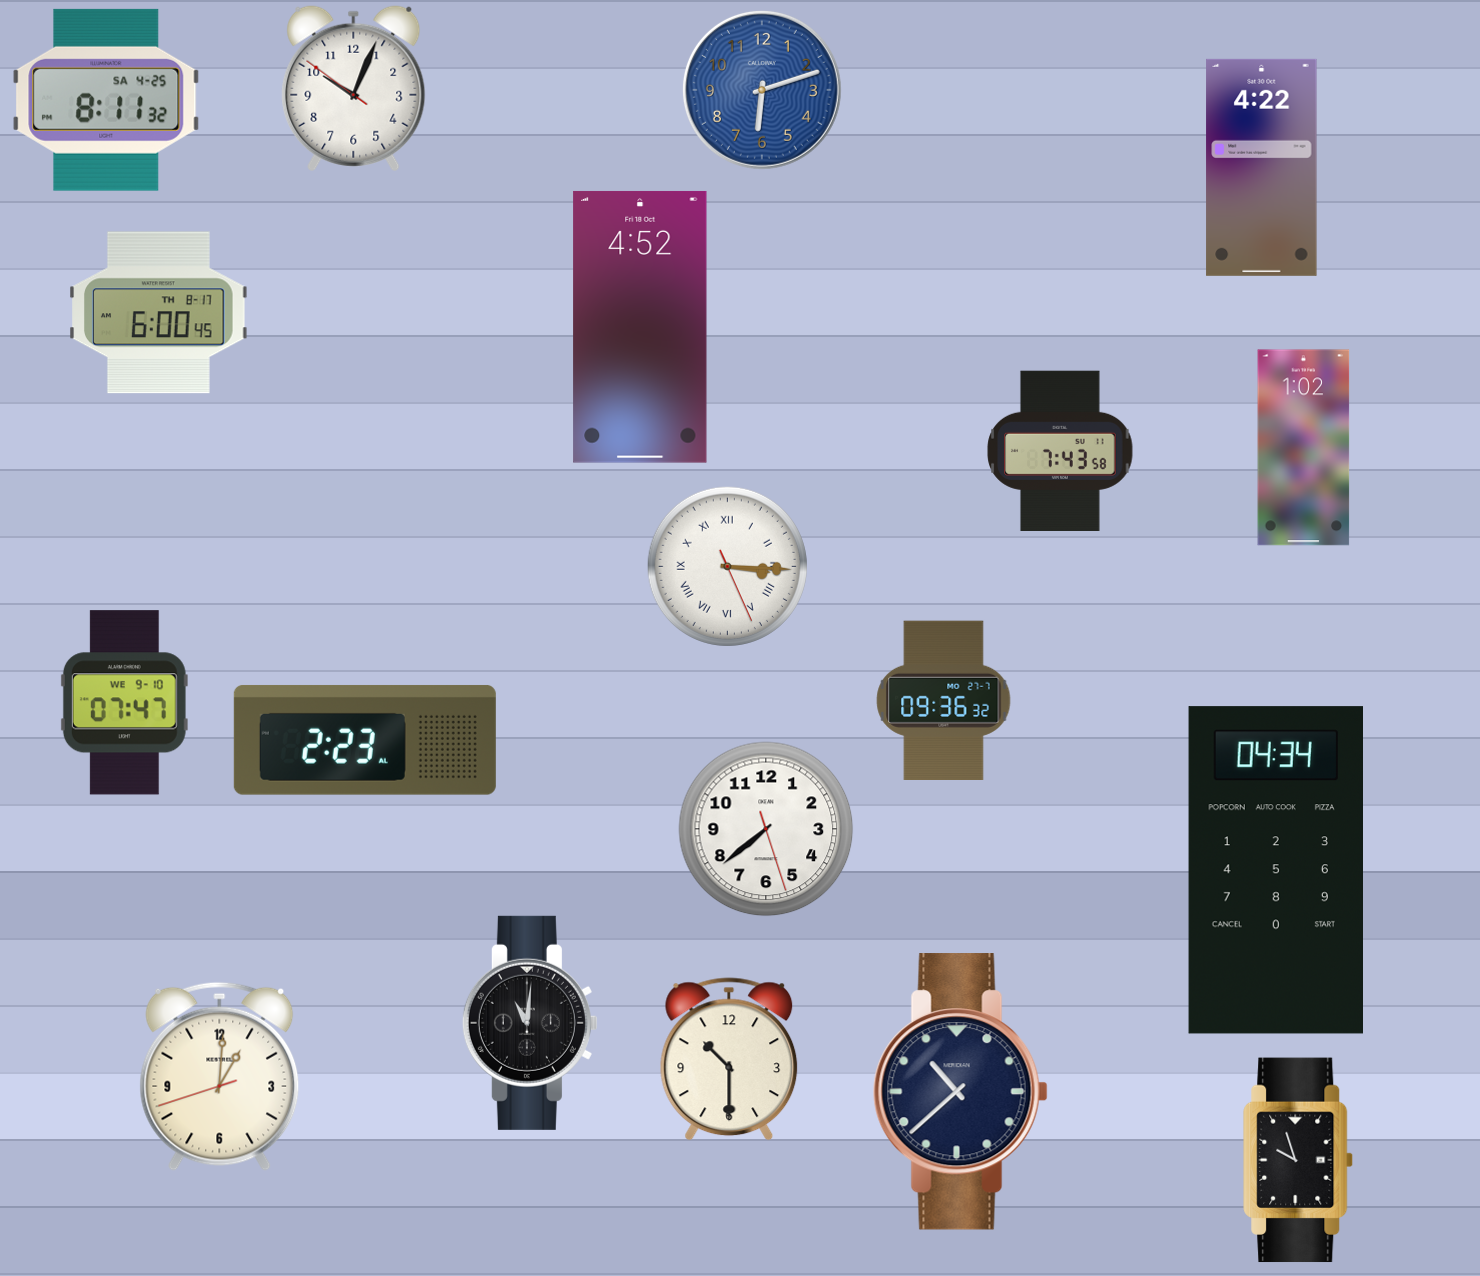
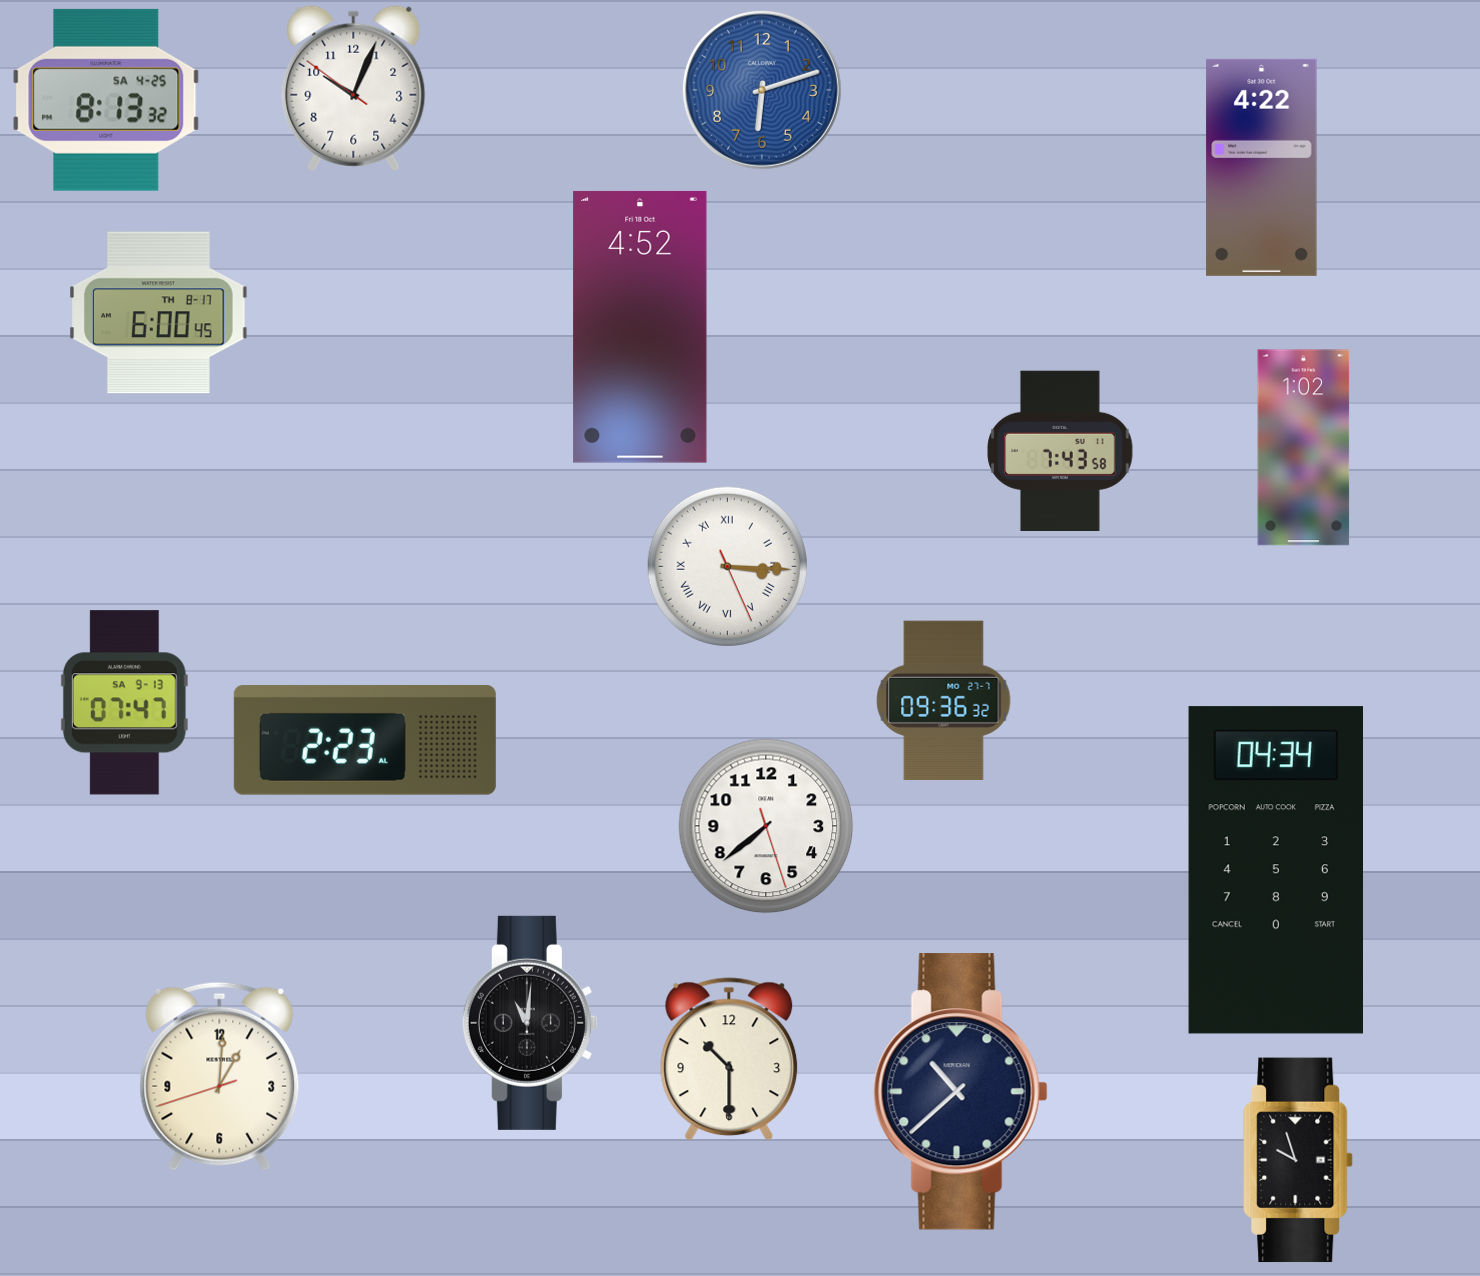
clock at (106, 100): 8:11 -> 8:13
clock at (124, 703) date: WE 9-10 -> SA 9-13
clock at (766, 829) position: (766, 829) -> (766, 826)
